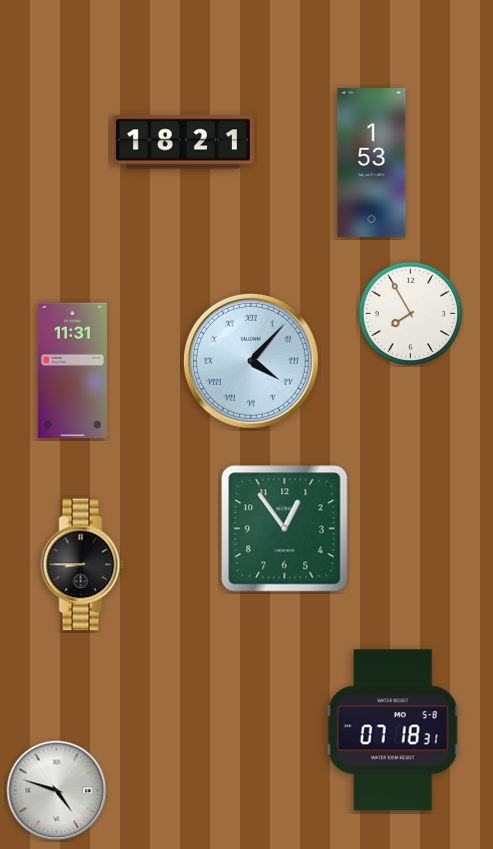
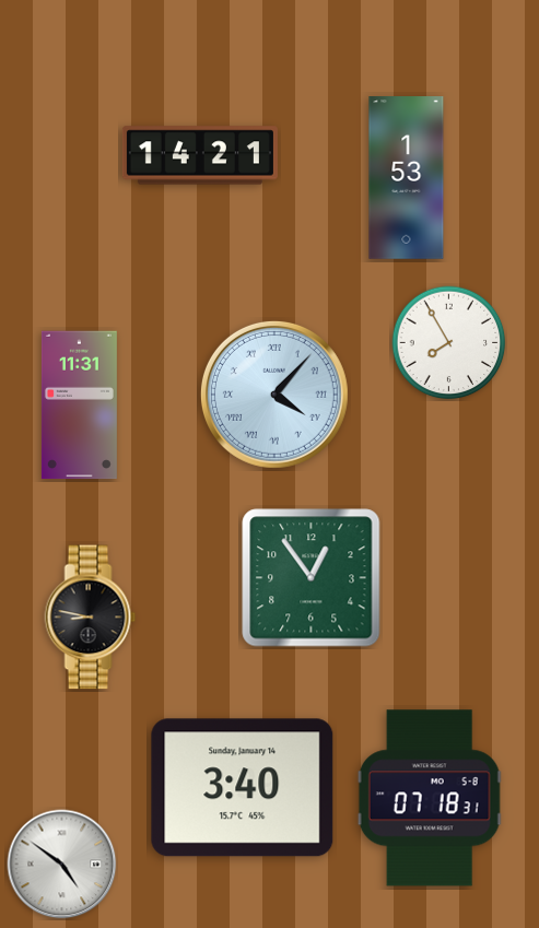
clock at (183, 142): 18:21 -> 14:21
clock at (83, 565): 8:45 -> 8:47
clock at (243, 788): none -> 3:40
clock at (57, 791): 4:48 -> 4:51
